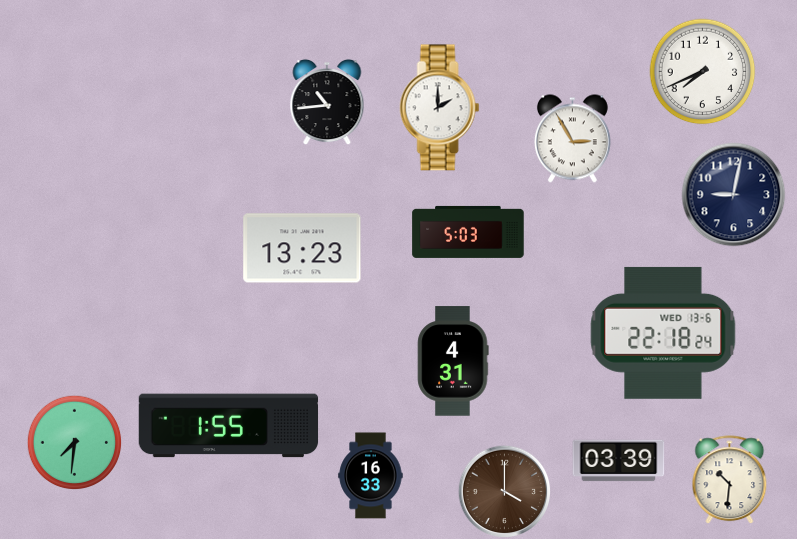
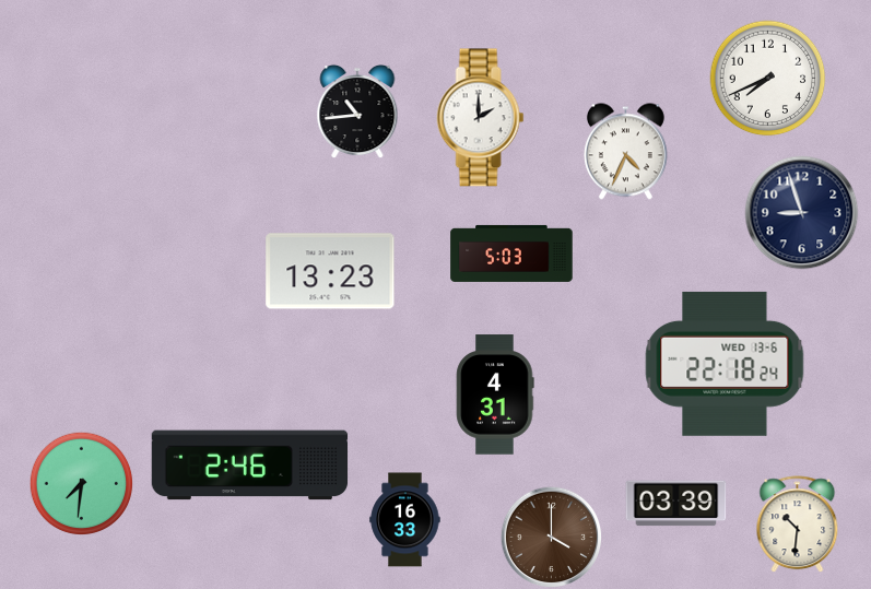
clock at (572, 139): 2:55 -> 4:34
clock at (734, 195): 9:02 -> 8:57
clock at (229, 426): 1:55 -> 2:46
